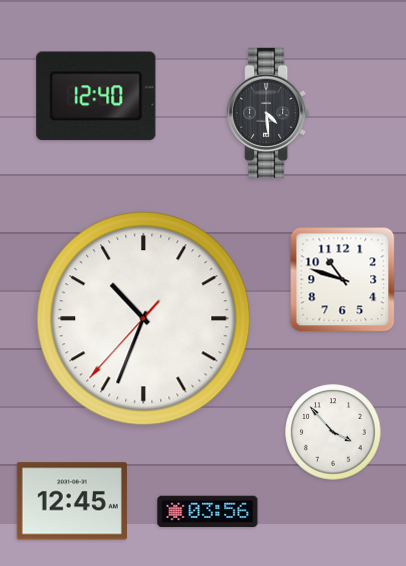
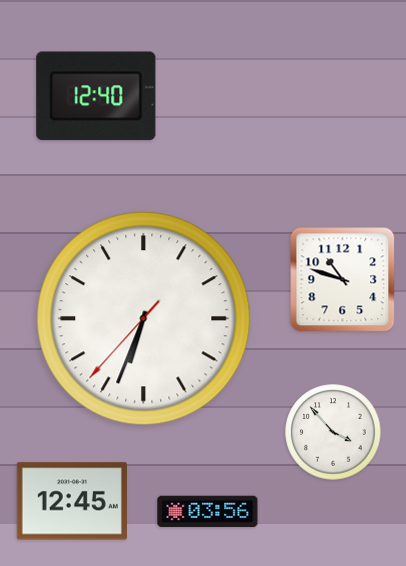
clock at (268, 113): 4:29 -> none
clock at (144, 319): 10:33 -> 6:33
